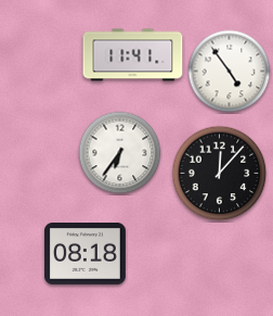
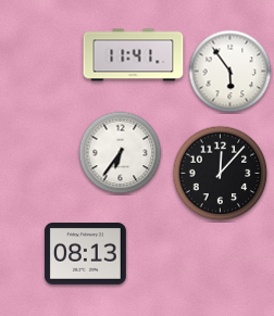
clock at (230, 72): 4:54 -> 5:54
clock at (84, 254): 08:18 -> 08:13
